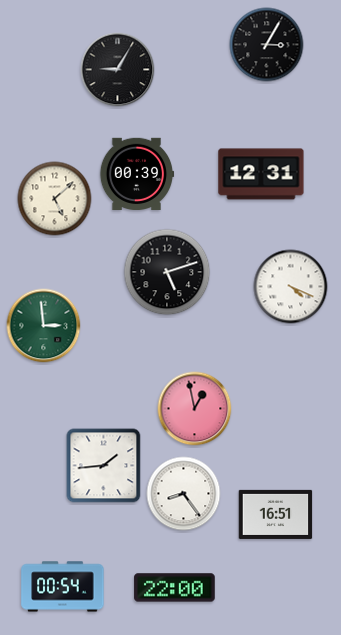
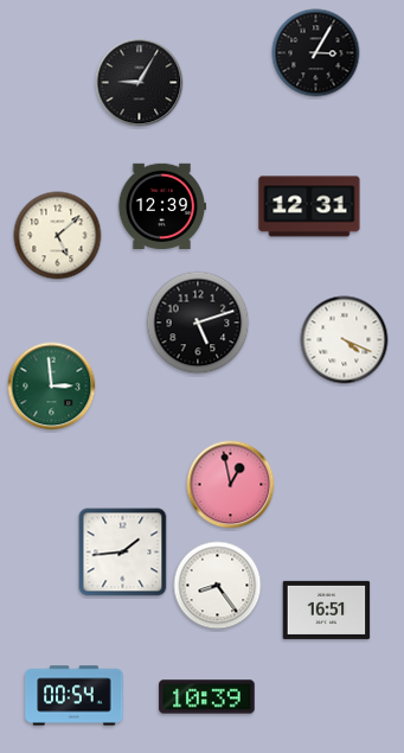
clock at (137, 173): 00:39 -> 12:39
clock at (55, 199) position: (55, 199) -> (58, 236)
clock at (175, 588): 22:00 -> 10:39
